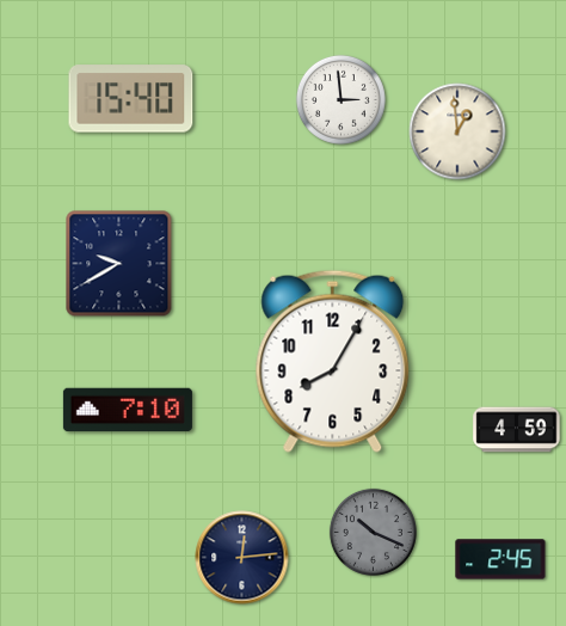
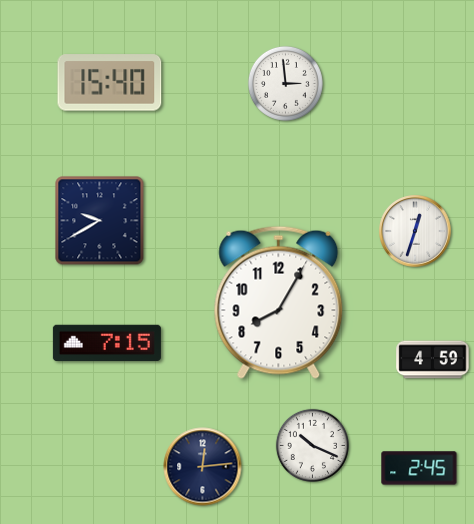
clock at (457, 131): 12:59 -> none
clock at (416, 232): none -> 12:33
clock at (128, 410): 7:10 -> 7:15
clock at (373, 532) dial: grey -> white
